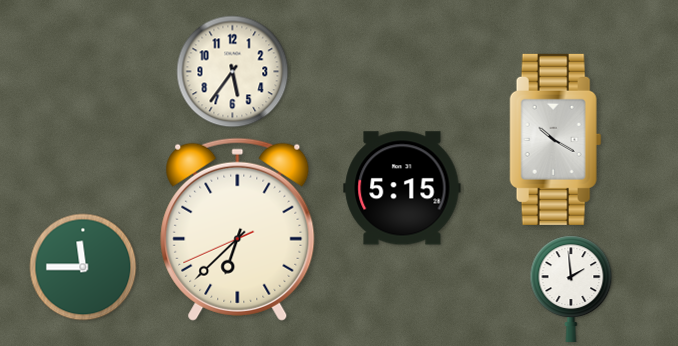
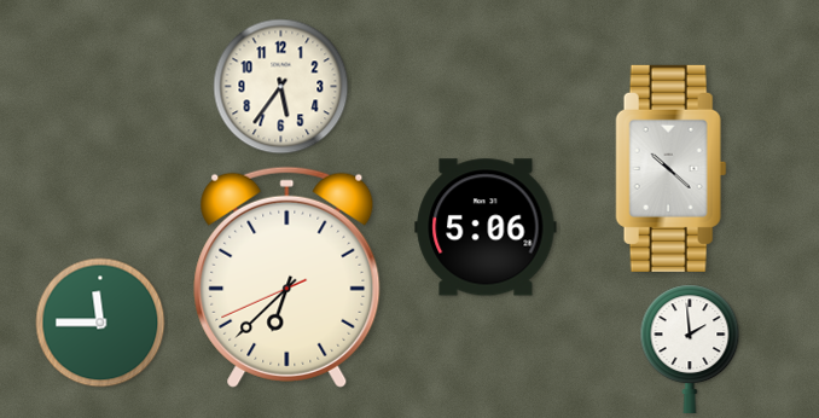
clock at (556, 139): 10:20 -> 10:22
clock at (402, 188): 5:15 -> 5:06
